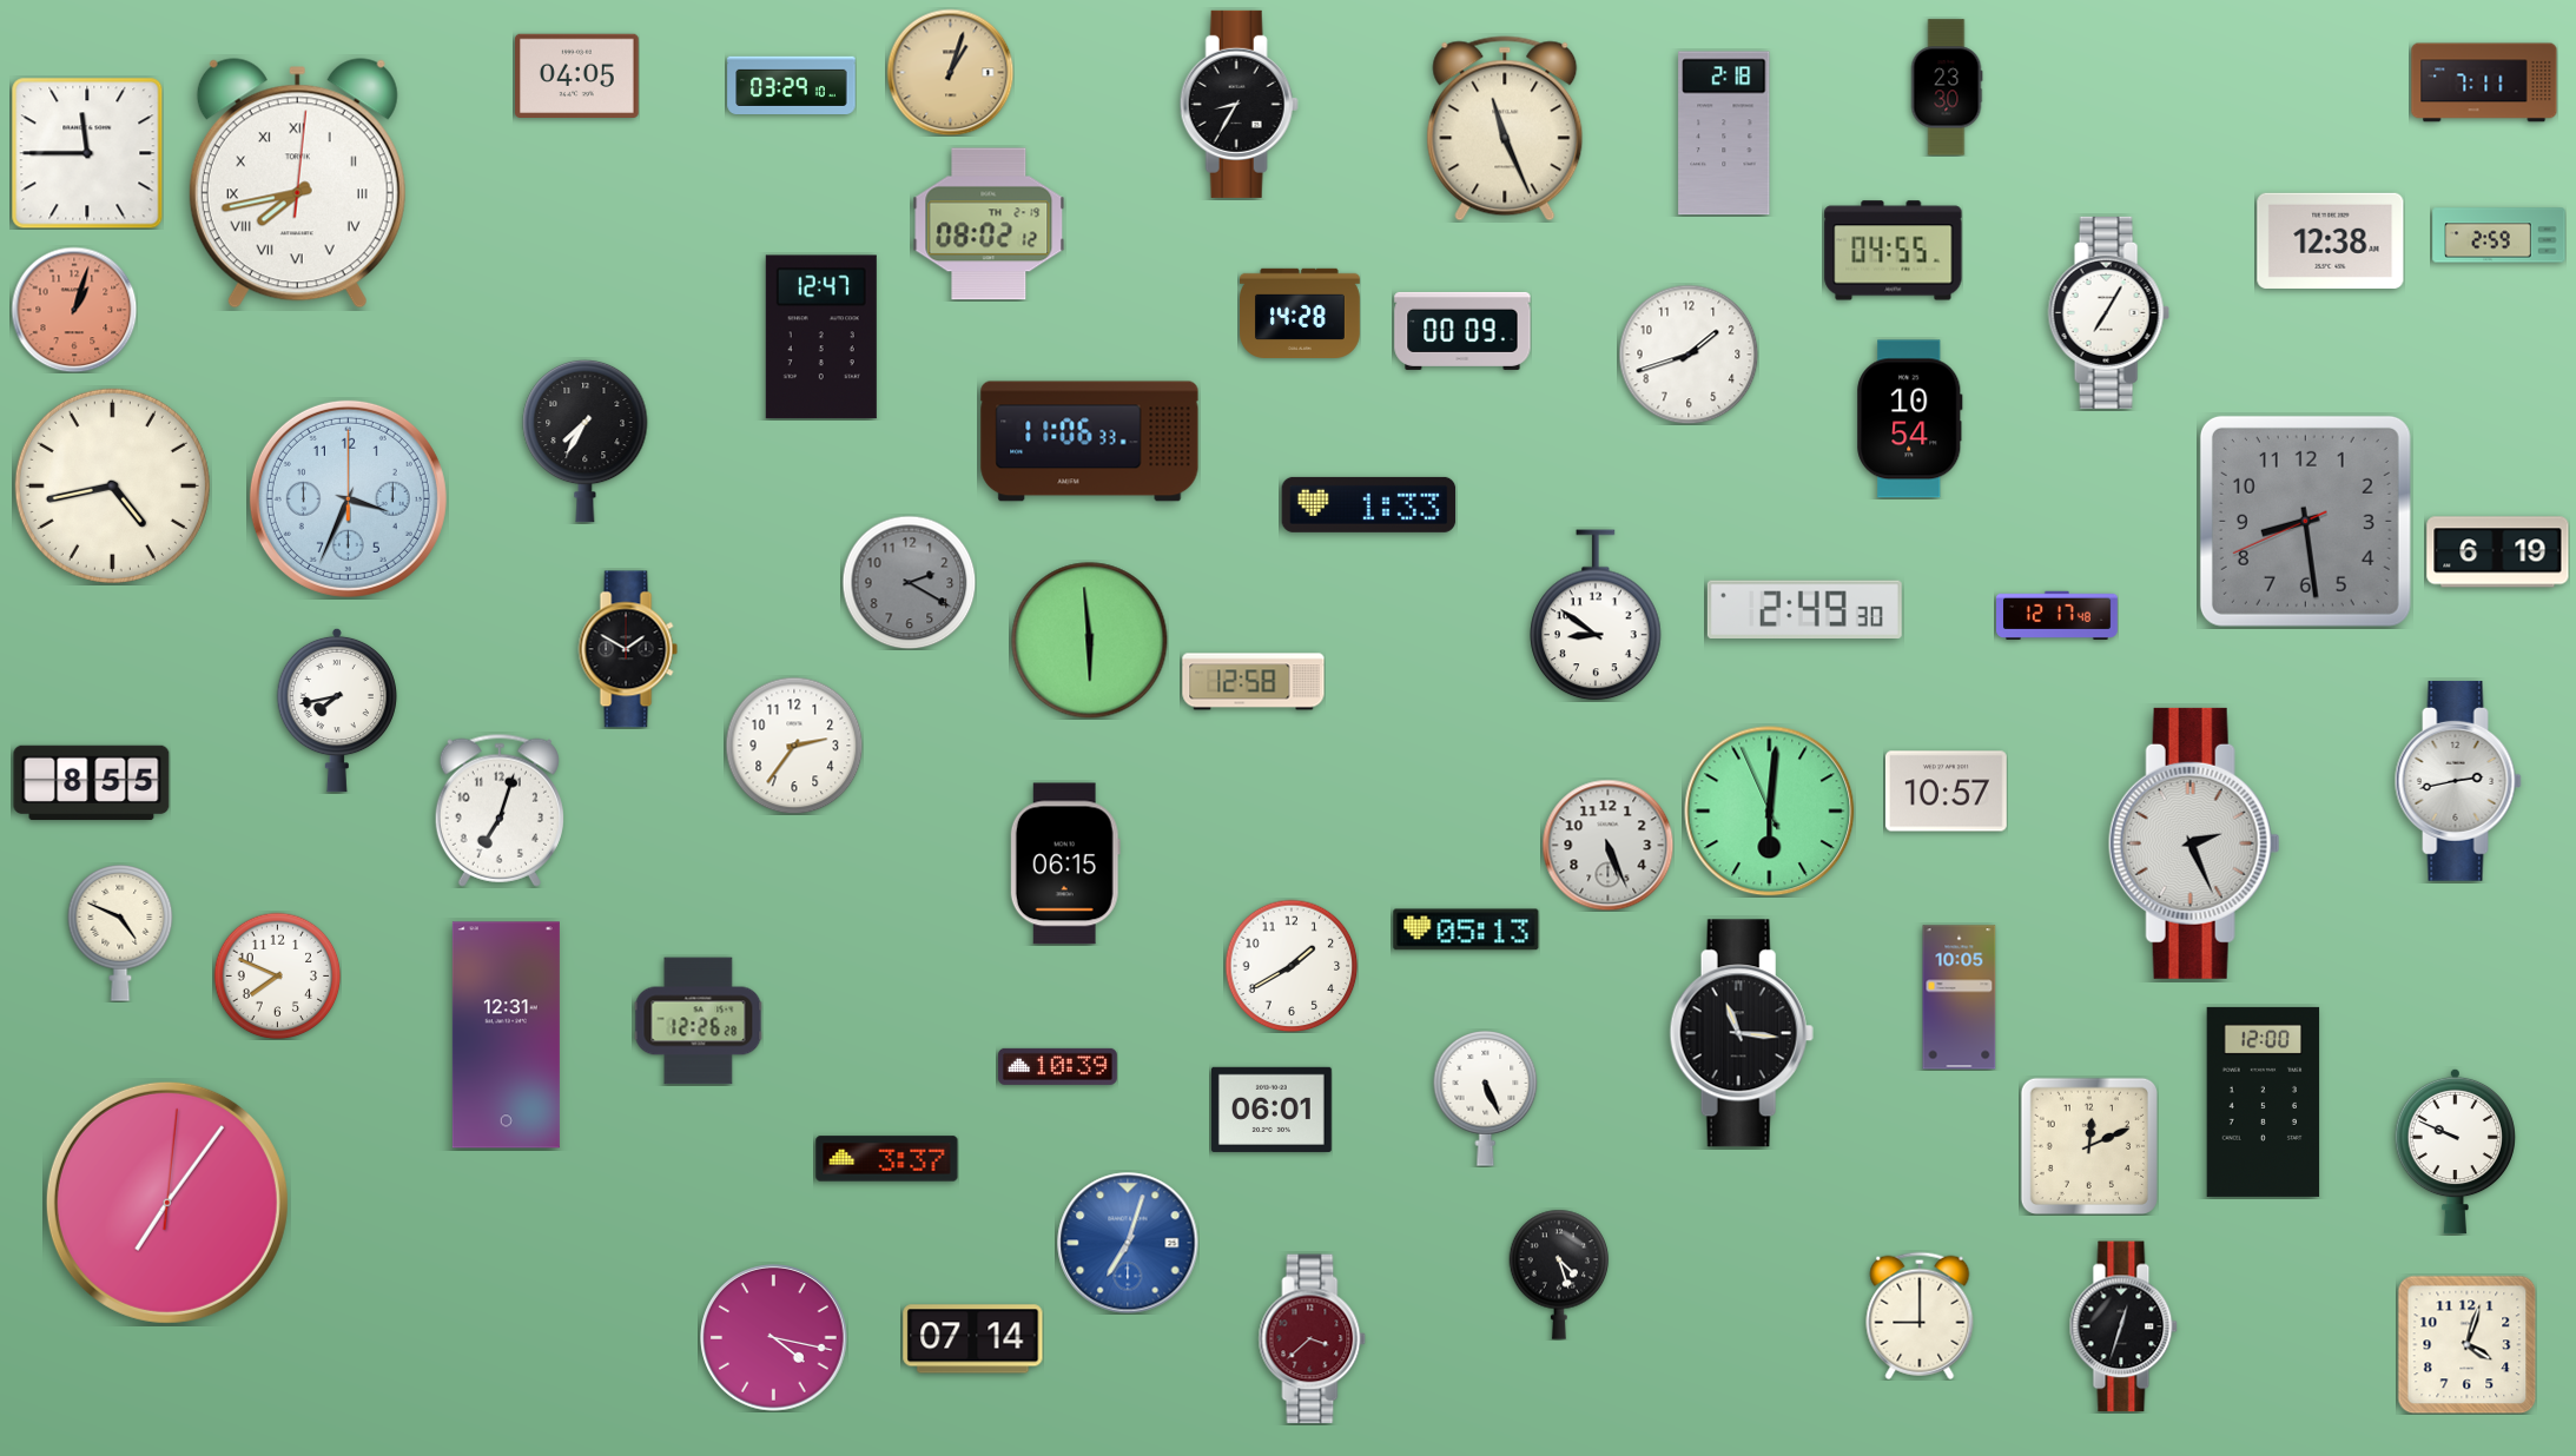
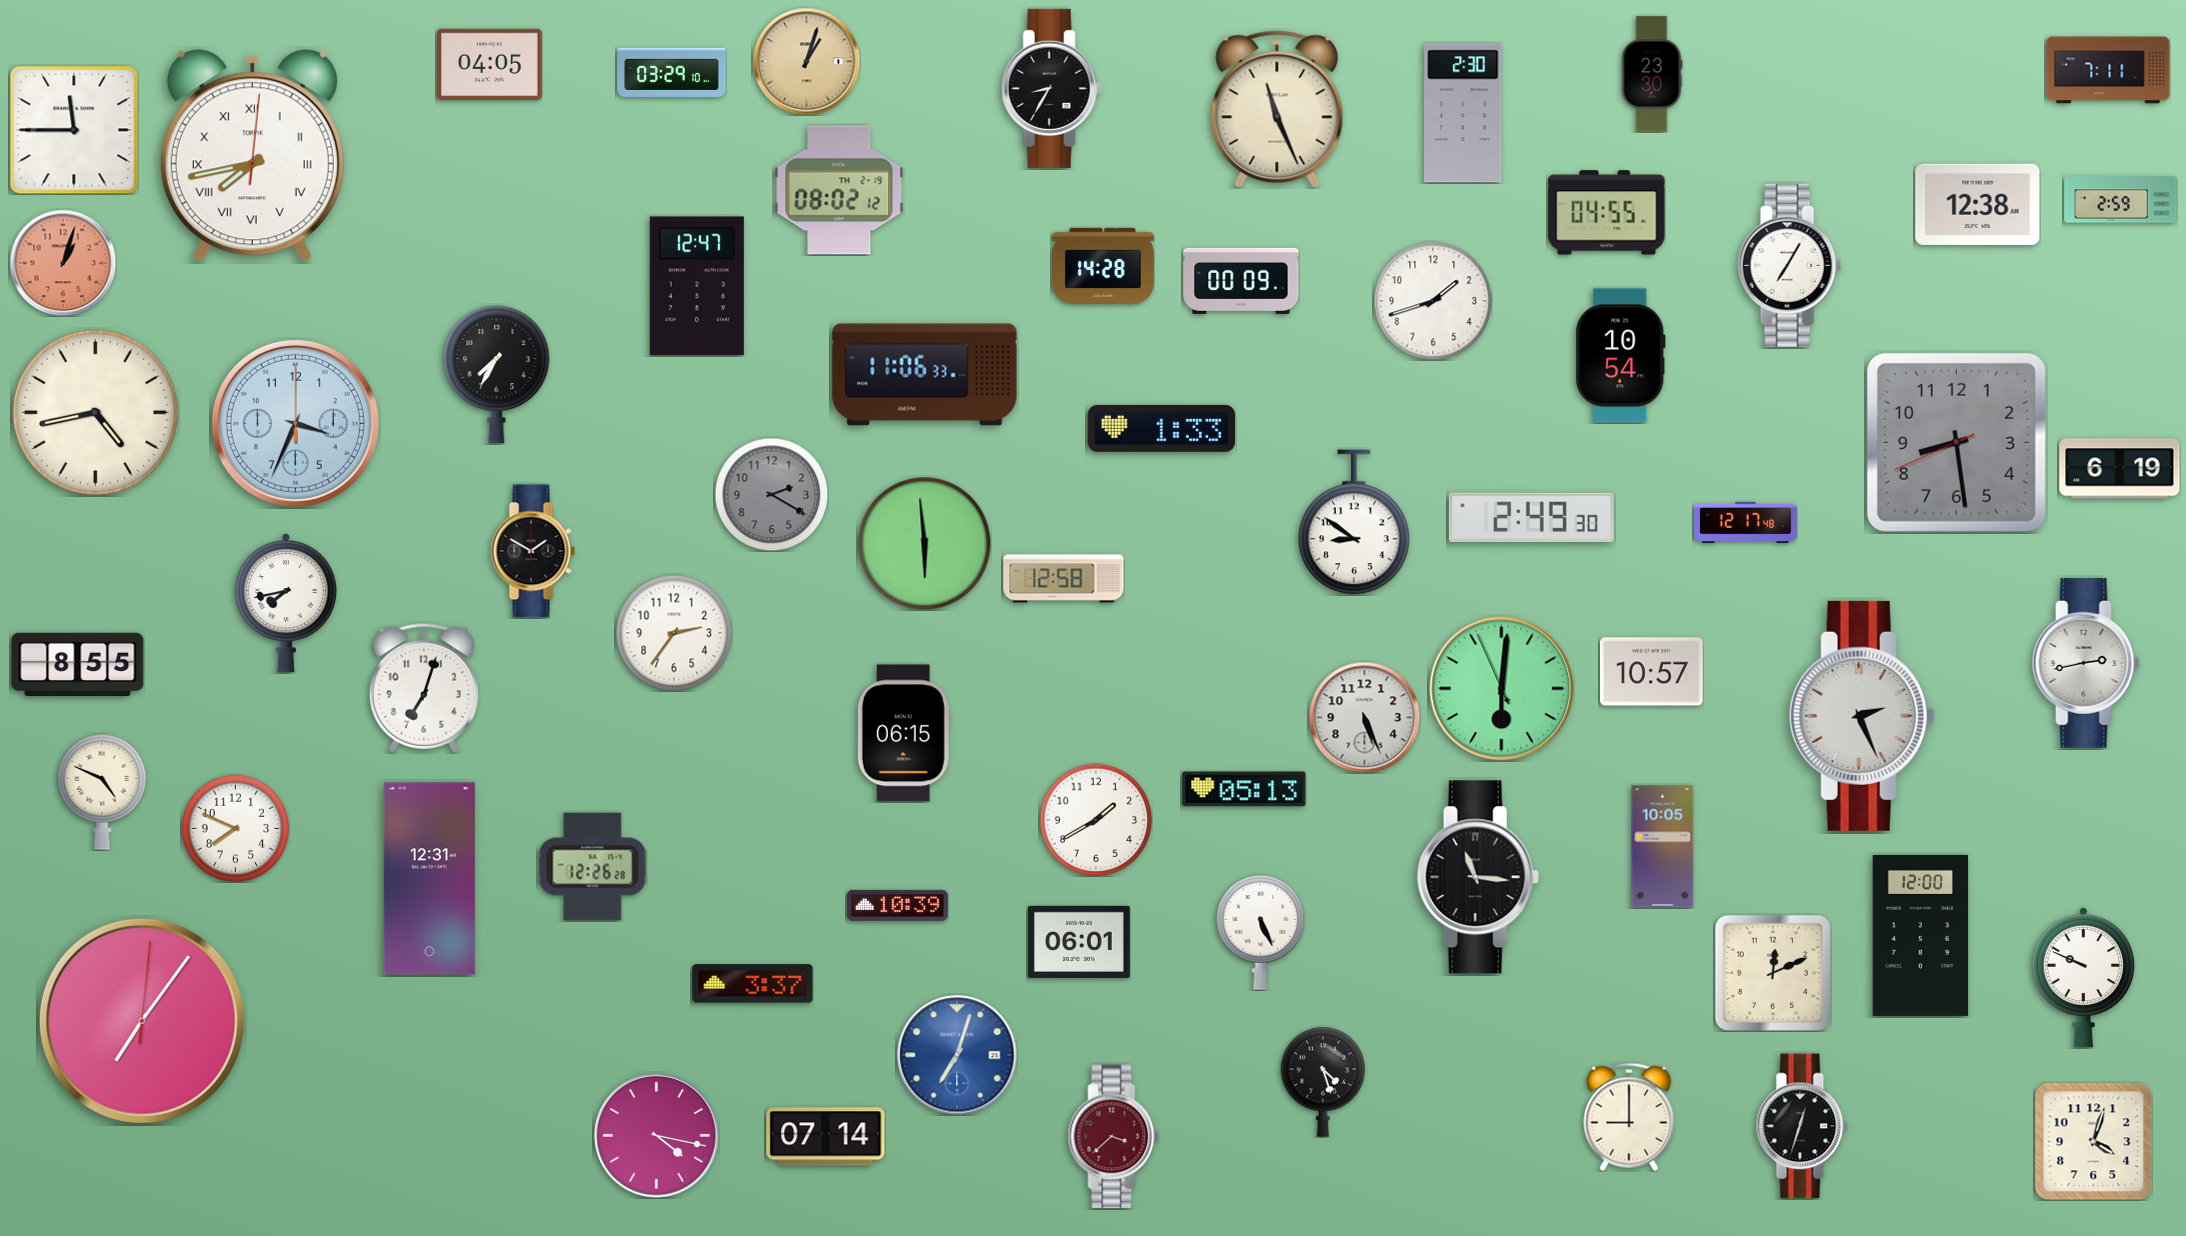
clock at (1724, 133): 2:18 -> 2:30
